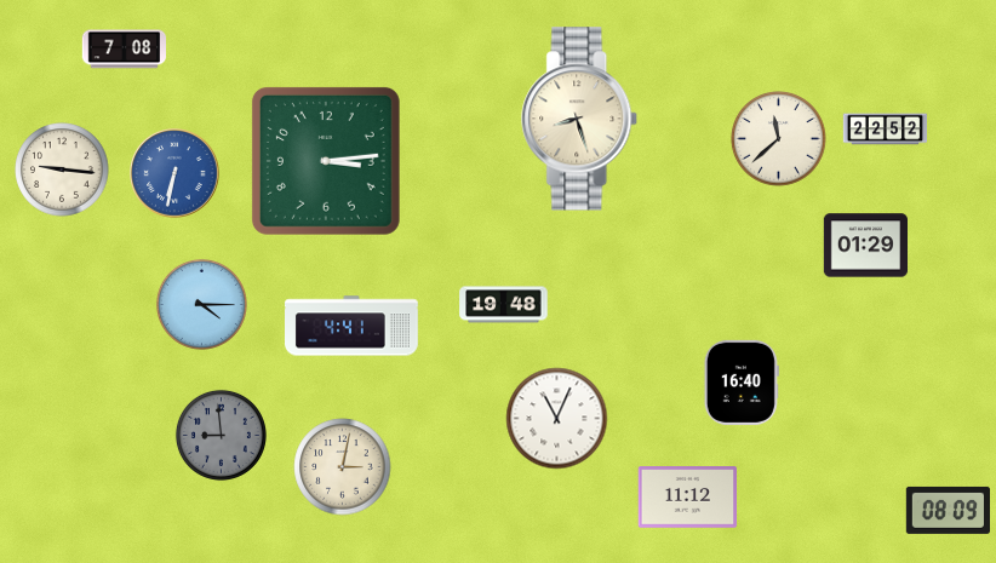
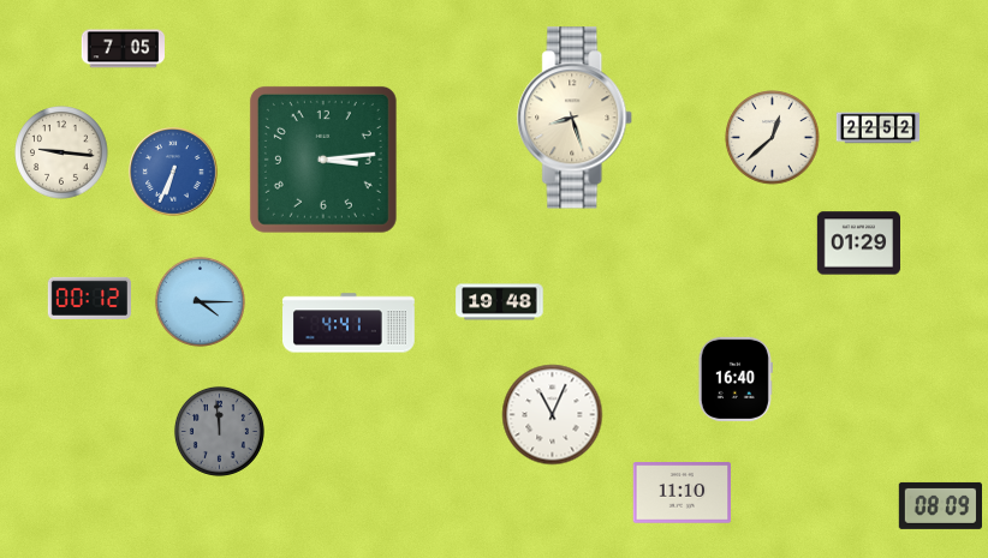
clock at (124, 50): 7:08 -> 7:05
clock at (779, 139): 11:38 -> 12:38
clock at (62, 170) position: (62, 170) -> (61, 152)
clock at (174, 173): 6:32 -> 6:34
clock at (89, 298): none -> 00:12
clock at (221, 435): 8:59 -> 11:59
clock at (343, 467): 3:02 -> none
clock at (688, 498): 11:12 -> 11:10
